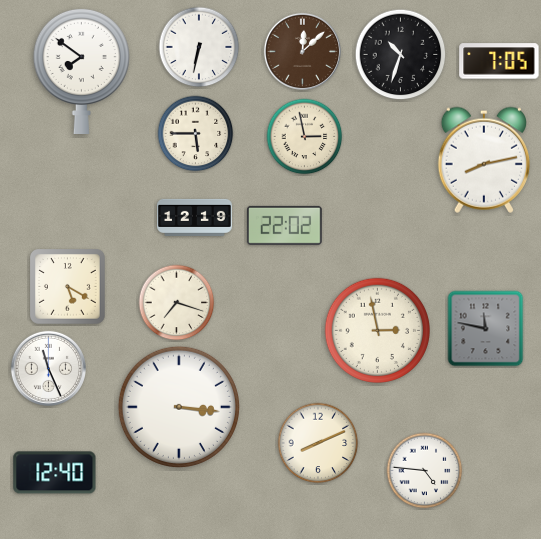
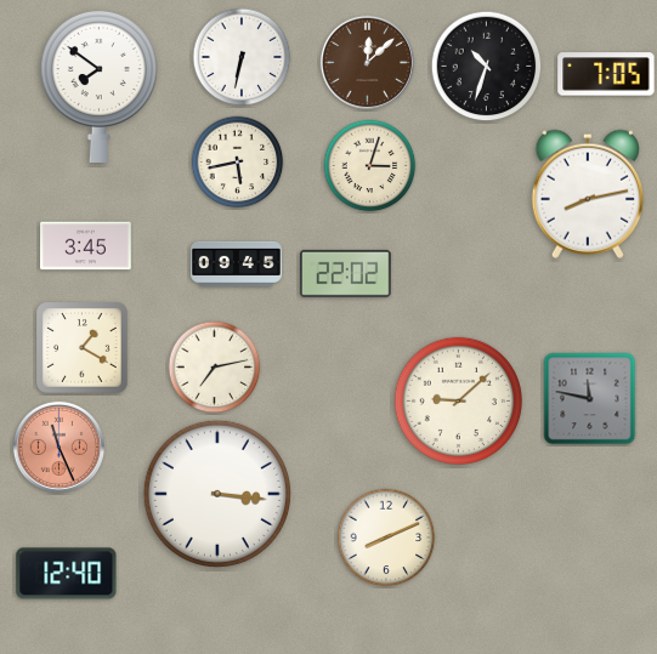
clock at (196, 134): 5:45 -> 5:43
clock at (305, 137): 2:58 -> 3:03
clock at (86, 246): none -> 3:45
clock at (195, 217): 12:19 -> 09:45
clock at (68, 287): 5:20 -> 1:20
clock at (177, 303): 7:18 -> 7:13
clock at (377, 330): 2:58 -> 9:08
clock at (48, 368) dial: white -> salmon
clock at (425, 471): 4:46 -> none
